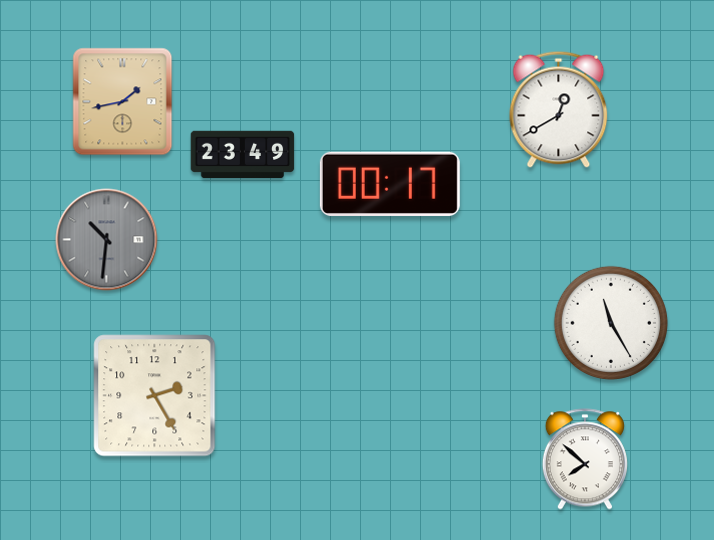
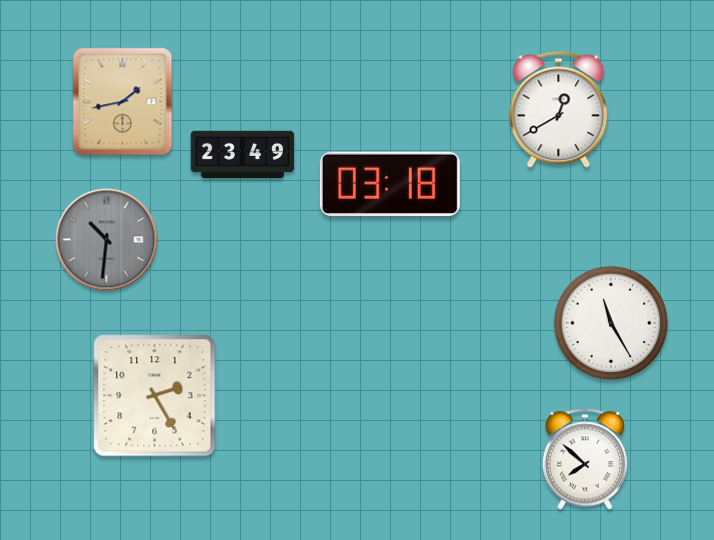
clock at (390, 184): 00:17 -> 03:18
